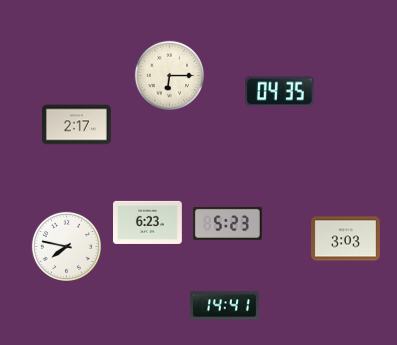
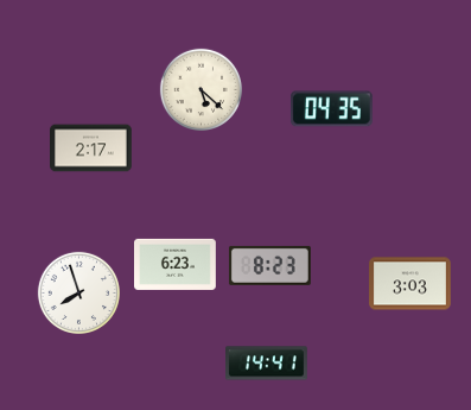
clock at (169, 75): 6:15 -> 5:22
clock at (227, 223): 5:23 -> 8:23
clock at (66, 246): 7:47 -> 7:57
